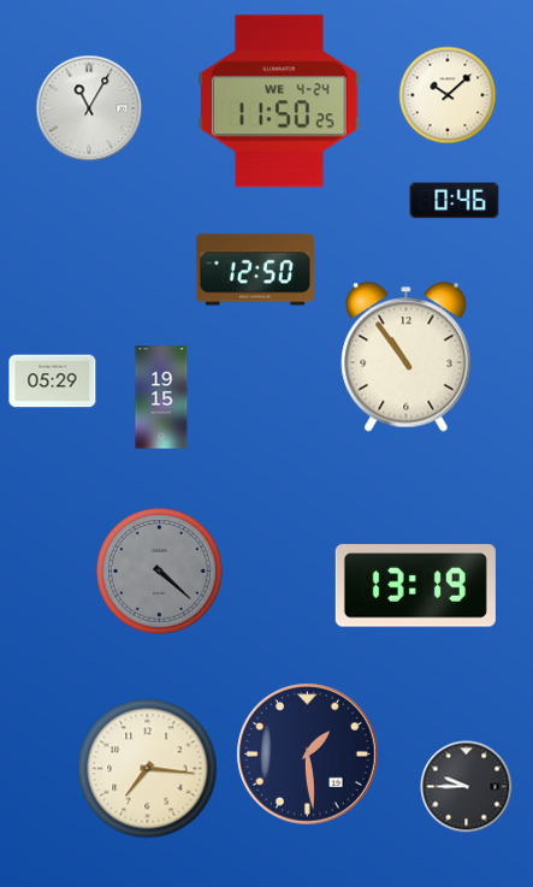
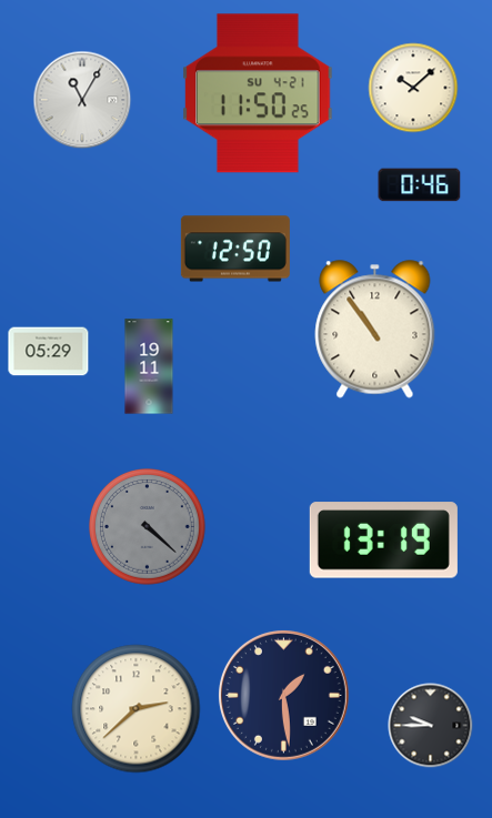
clock at (279, 101) date: WE 4-24 -> SU 4-21
clock at (161, 397): 19:15 -> 19:11
clock at (148, 769): 7:16 -> 2:38
